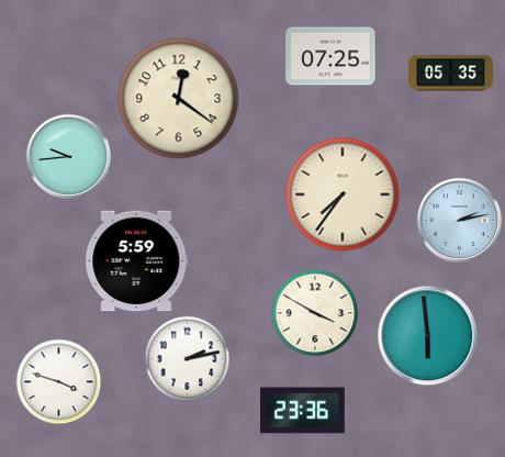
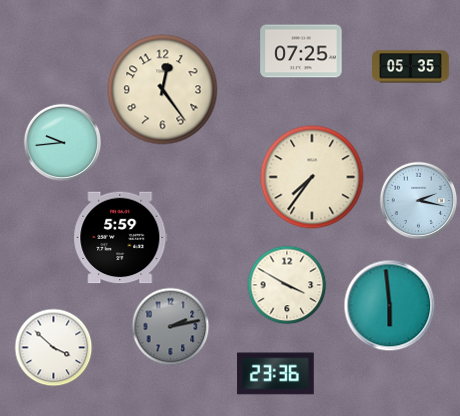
clock at (179, 99): 12:21 -> 12:24
clock at (459, 220): 2:13 -> 2:17
clock at (137, 261) position: (137, 261) -> (121, 238)
clock at (187, 358) dial: white -> grey
clock at (58, 381): 3:48 -> 3:52
